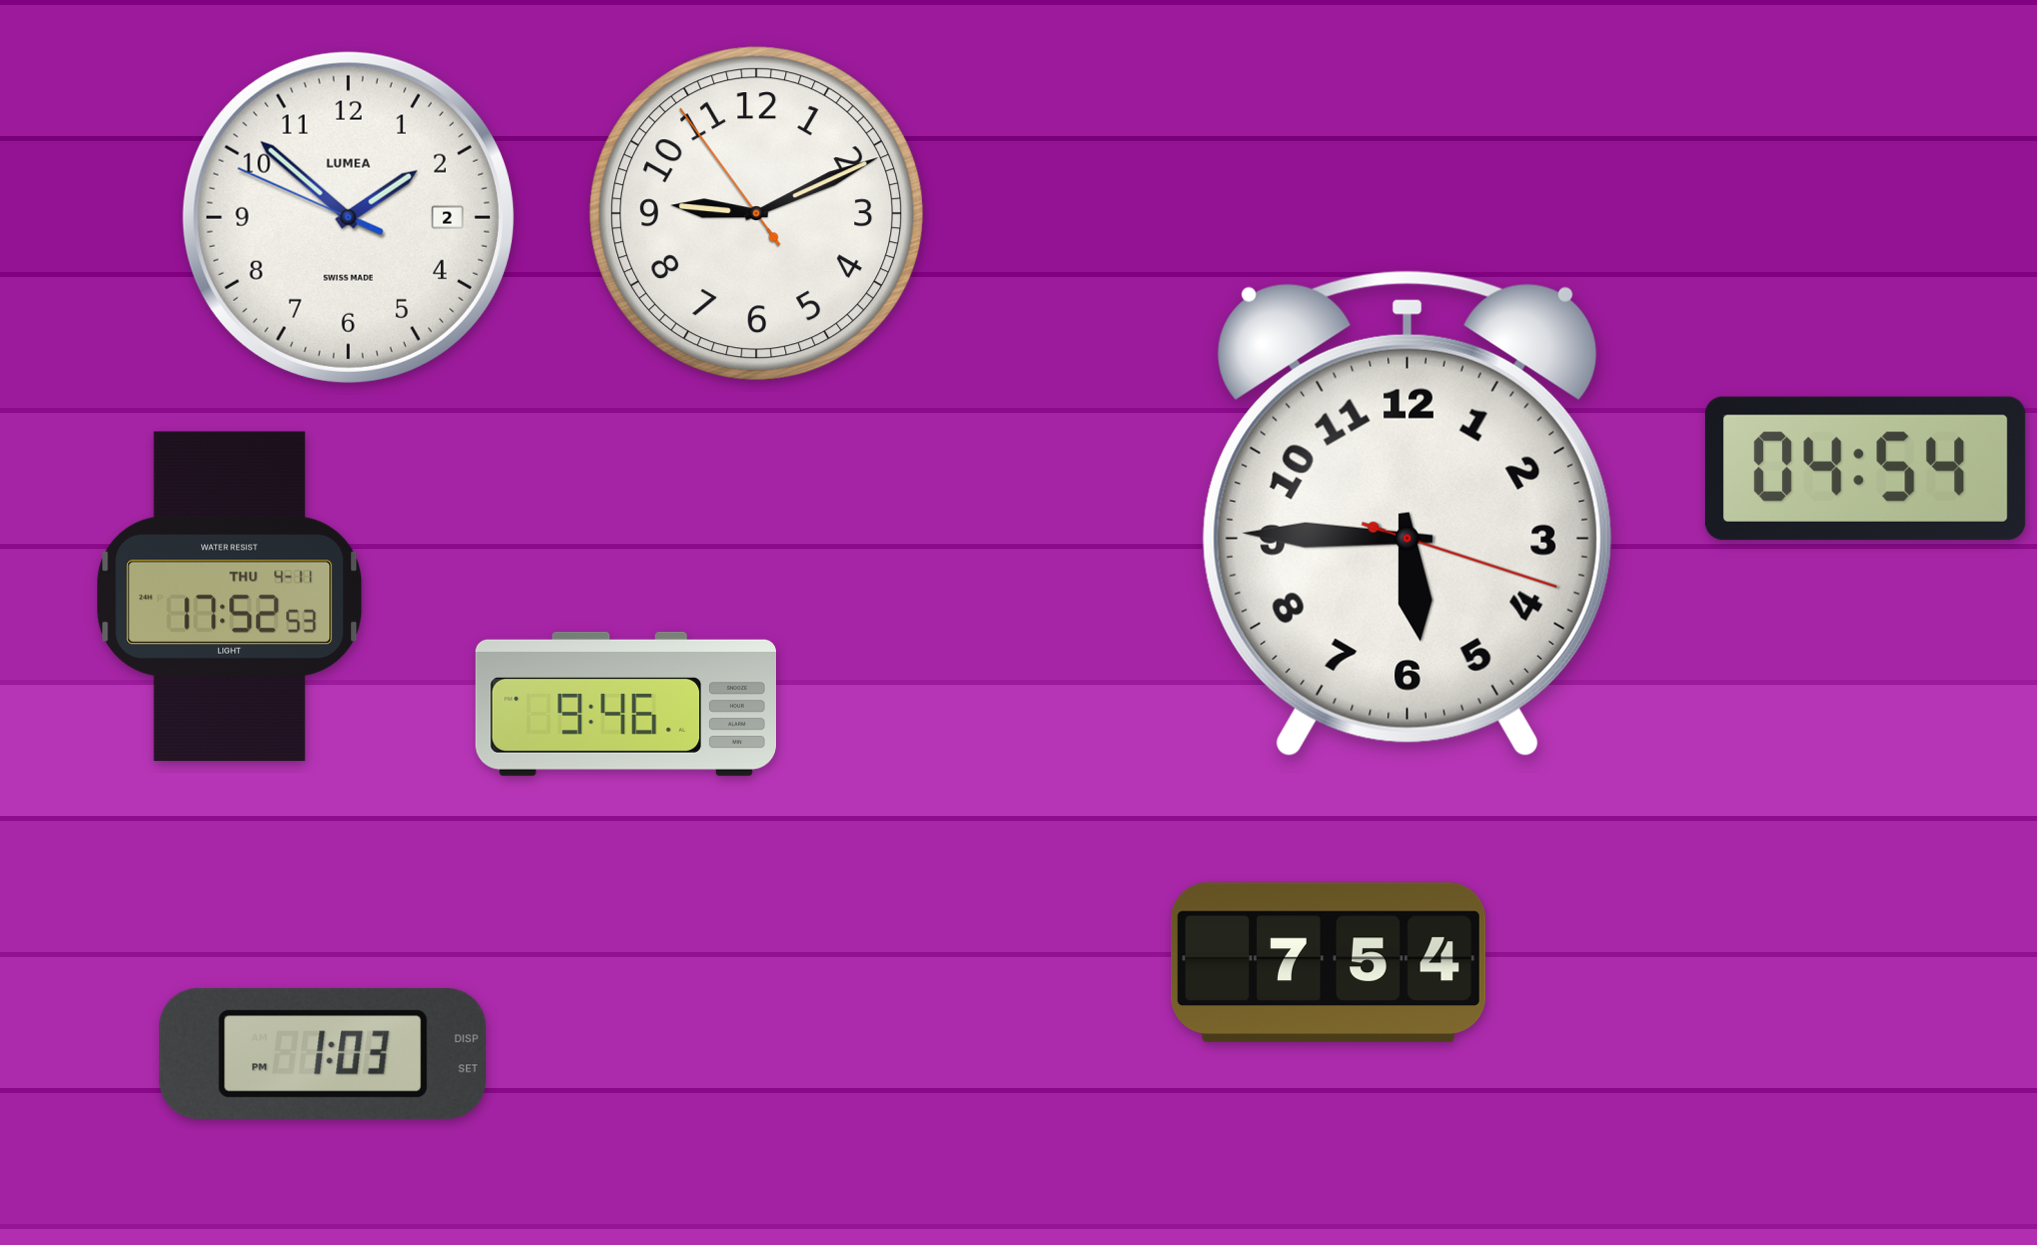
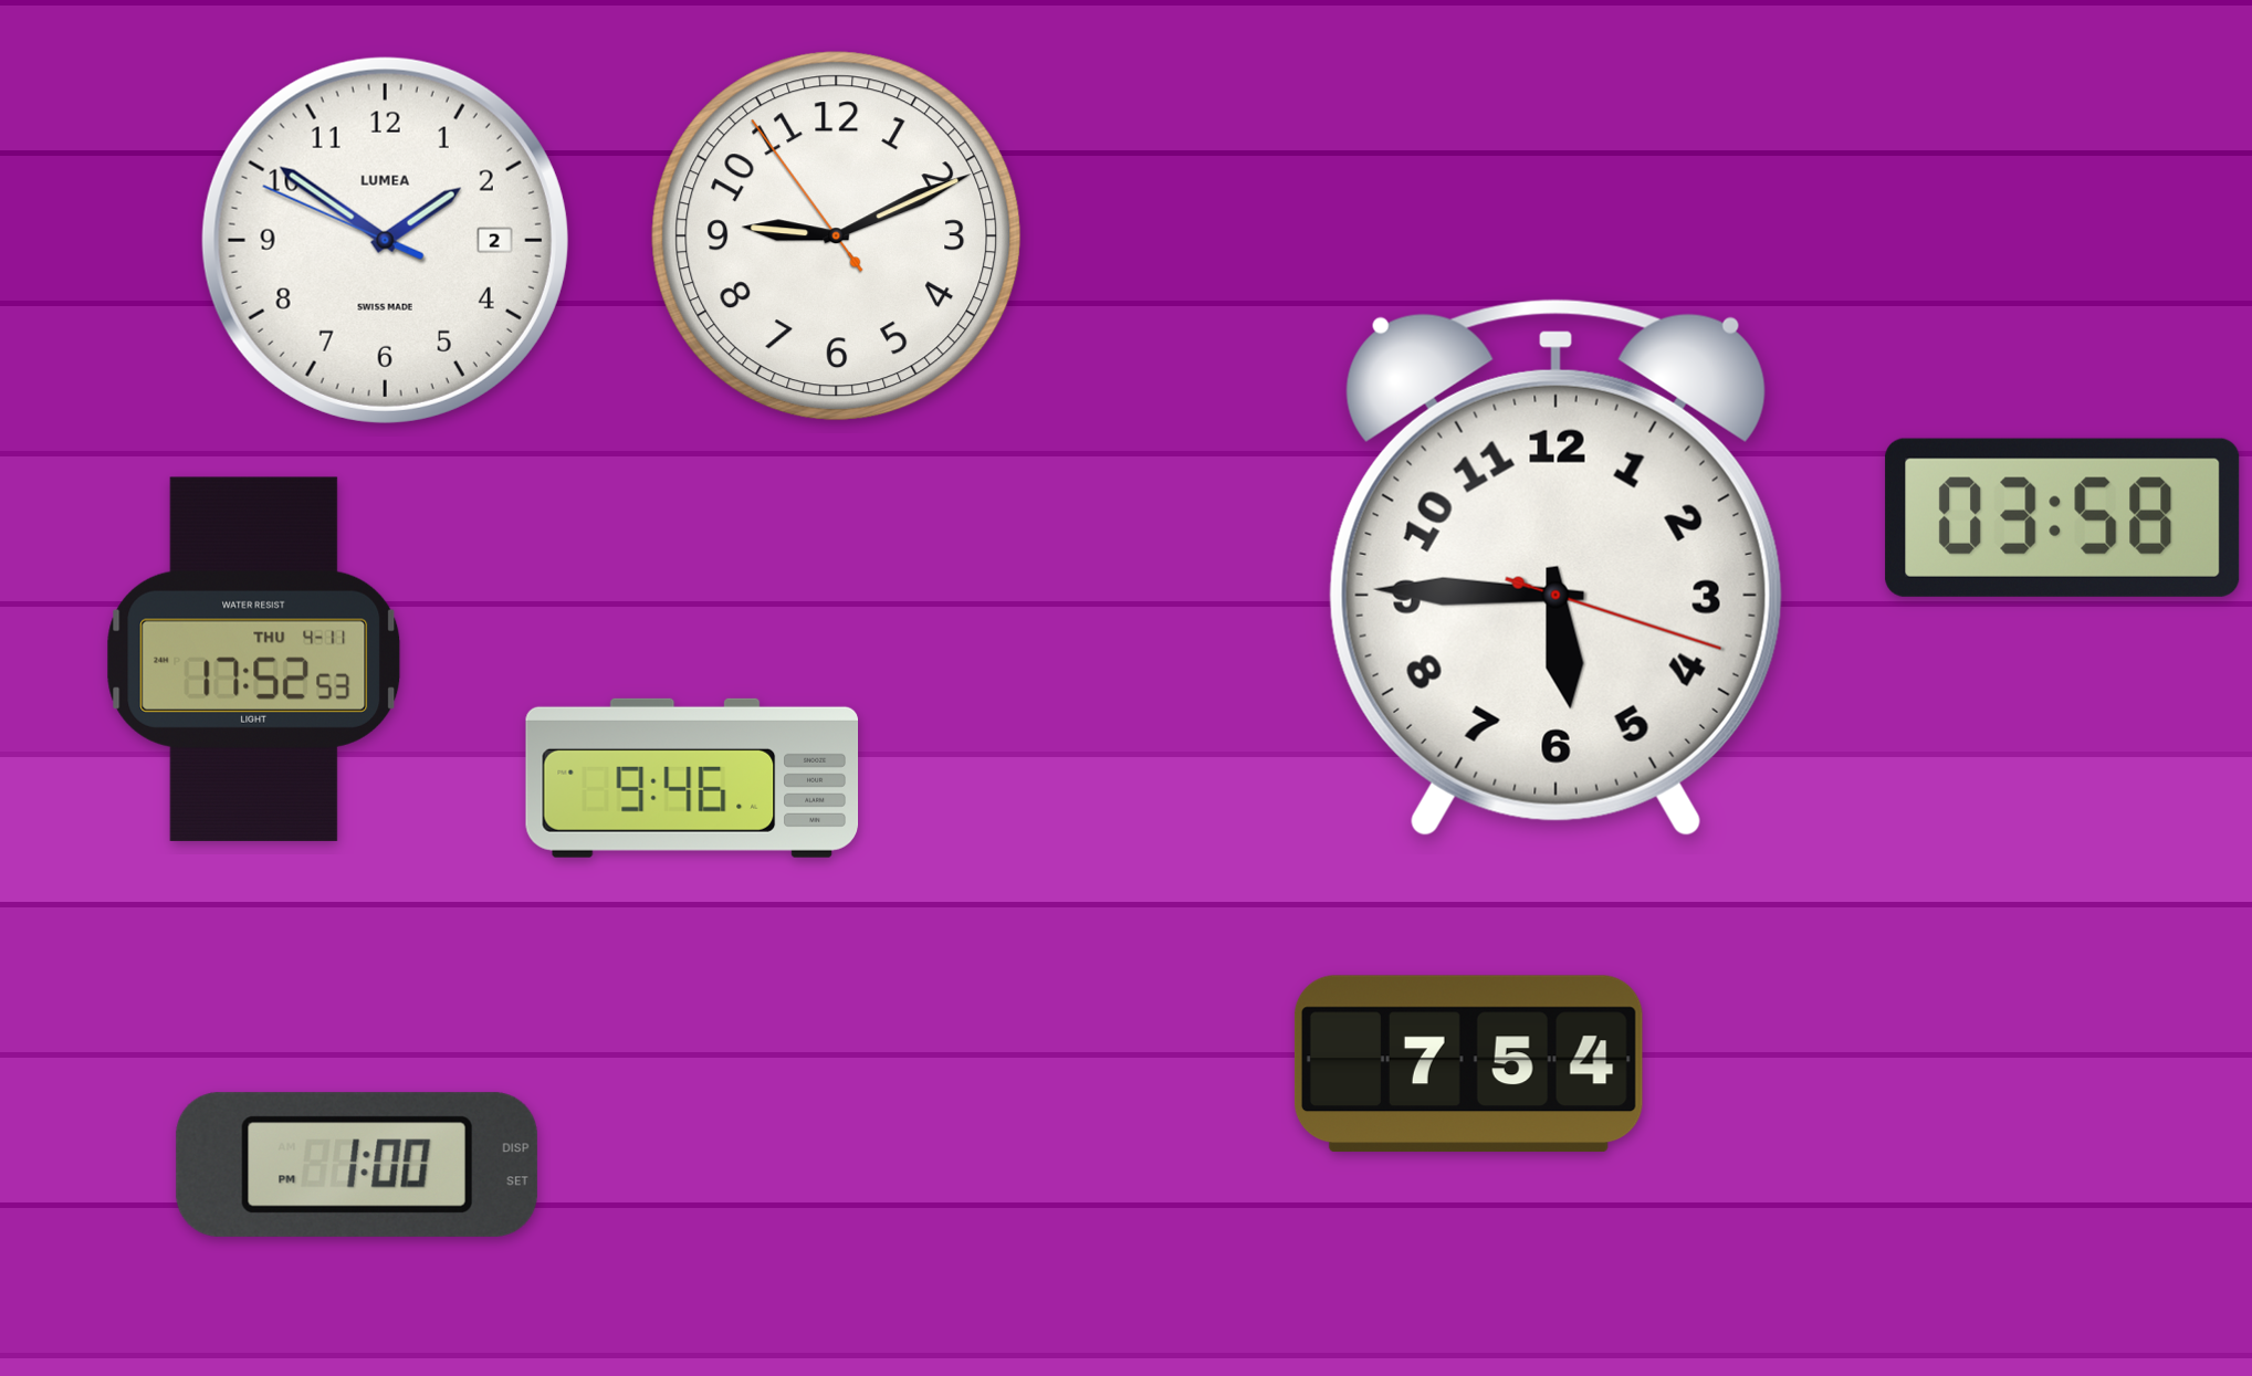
clock at (348, 217): 1:51 -> 1:50
clock at (1866, 468): 04:54 -> 03:58
clock at (323, 1054): 1:03 -> 1:00
